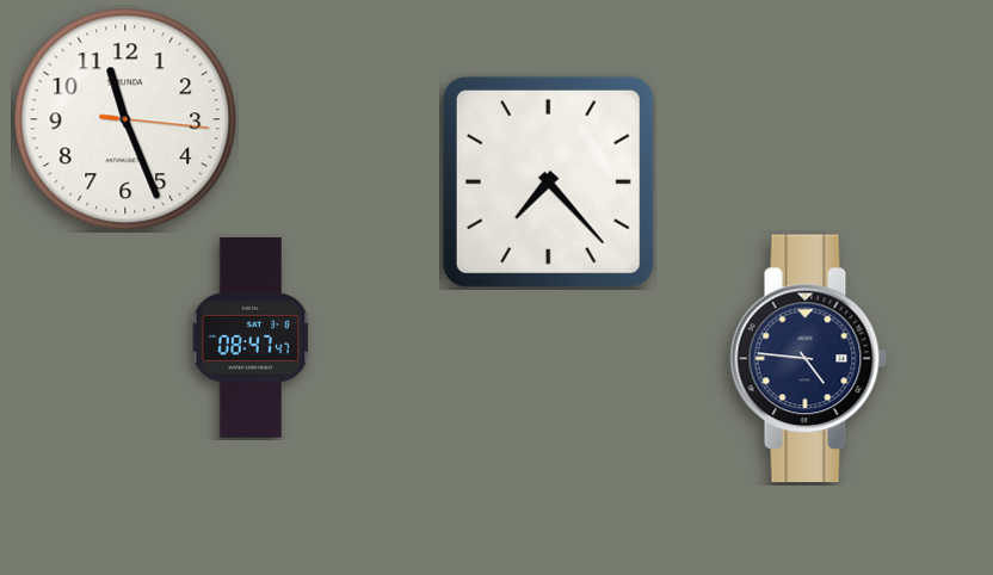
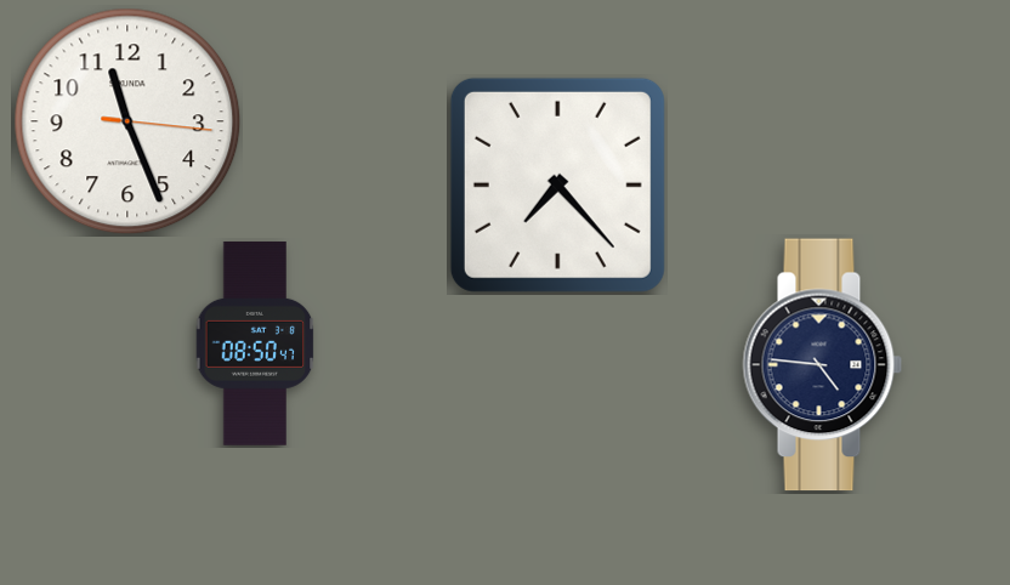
clock at (251, 338): 08:47 -> 08:50
